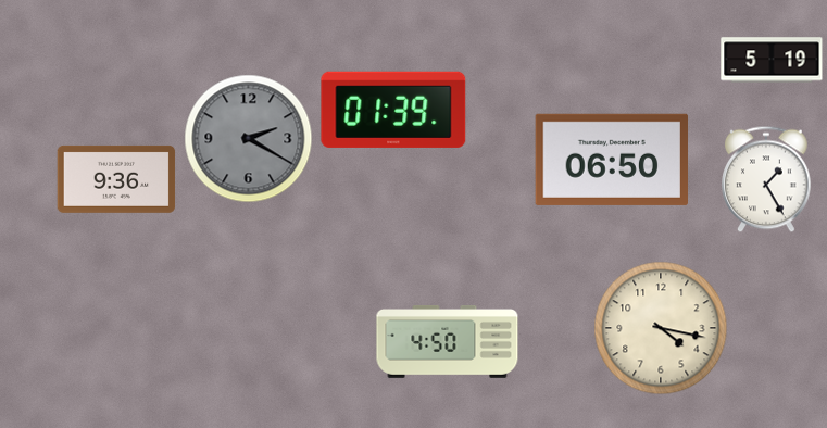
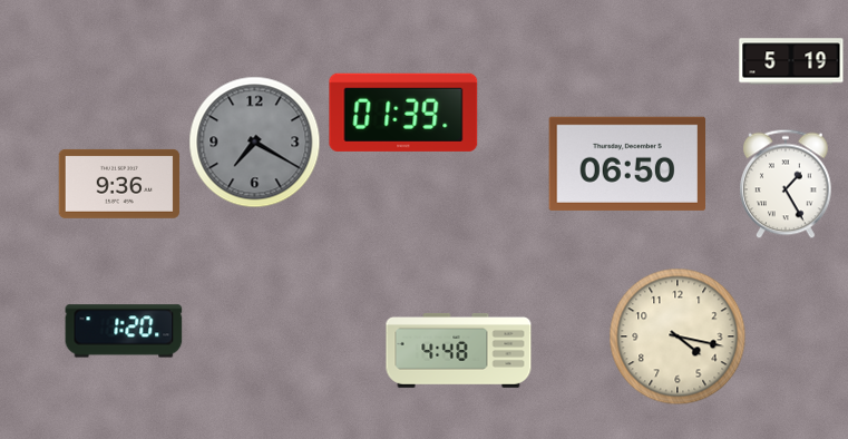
clock at (249, 139): 2:20 -> 7:20
clock at (124, 331): none -> 1:20
clock at (448, 341): 4:50 -> 4:48
